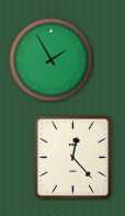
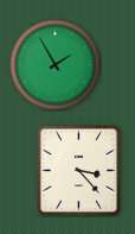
clock at (73, 157): 12:23 -> 3:23
